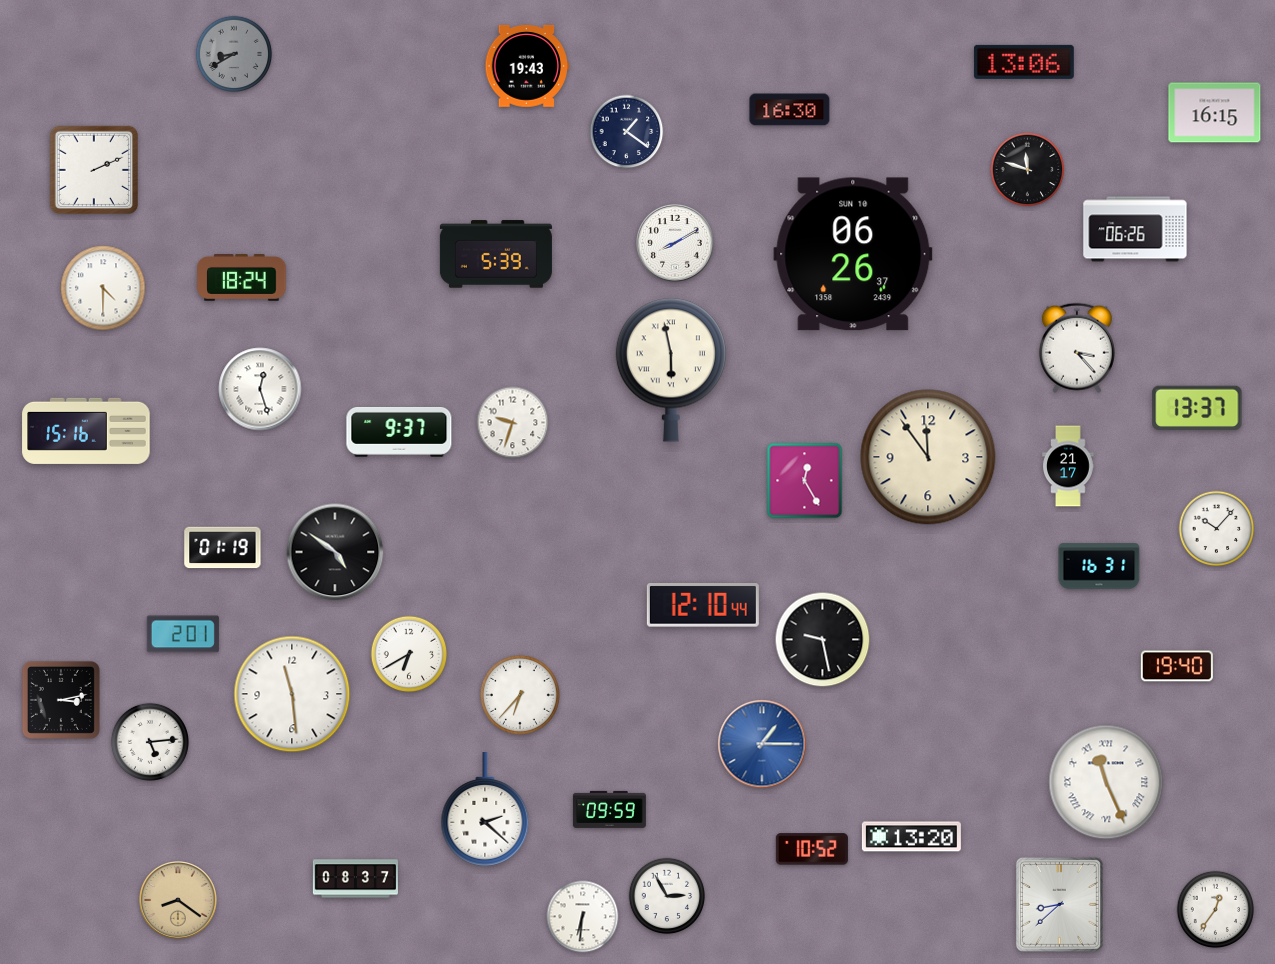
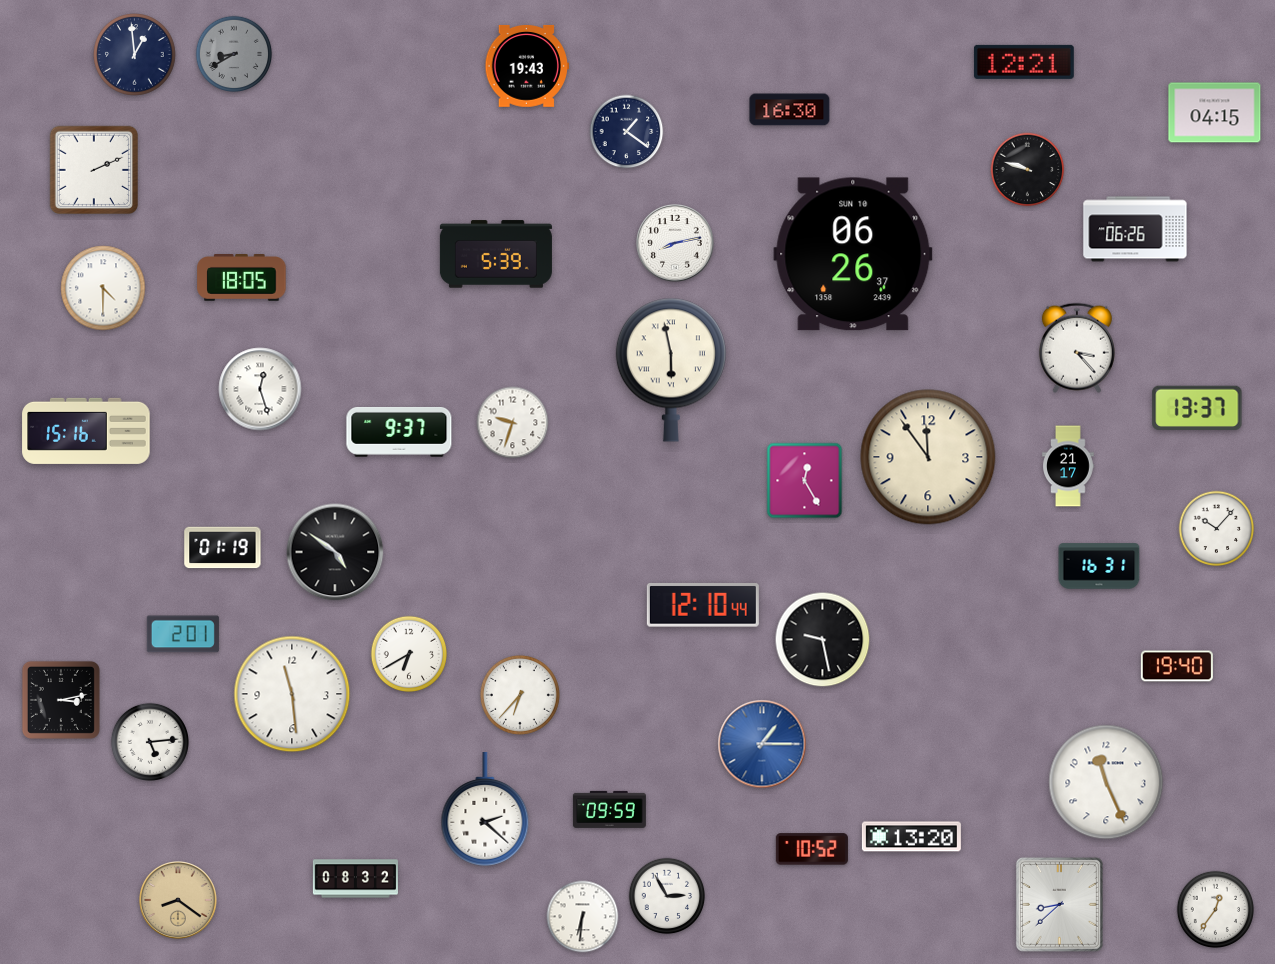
clock at (135, 55): none -> 12:59
clock at (1024, 62): 13:06 -> 12:21
clock at (1215, 113): 16:15 -> 04:15
clock at (1028, 170): 11:48 -> 9:48
clock at (676, 244): 8:10 -> 8:13
clock at (242, 278): 18:24 -> 18:05
clock at (1106, 782) numerals: Roman -> Arabic
clock at (355, 879): 08:37 -> 08:32
